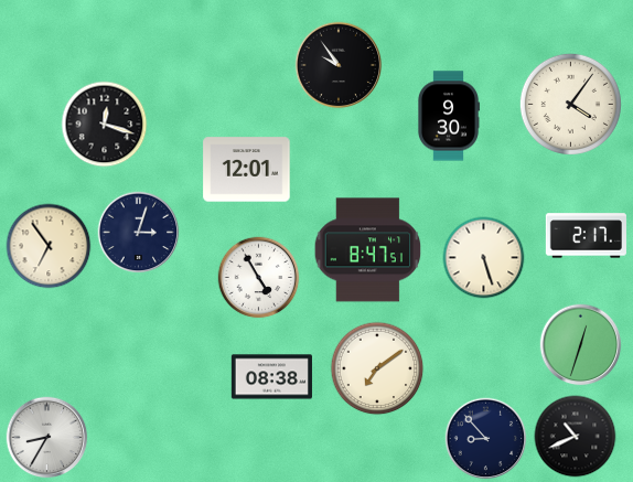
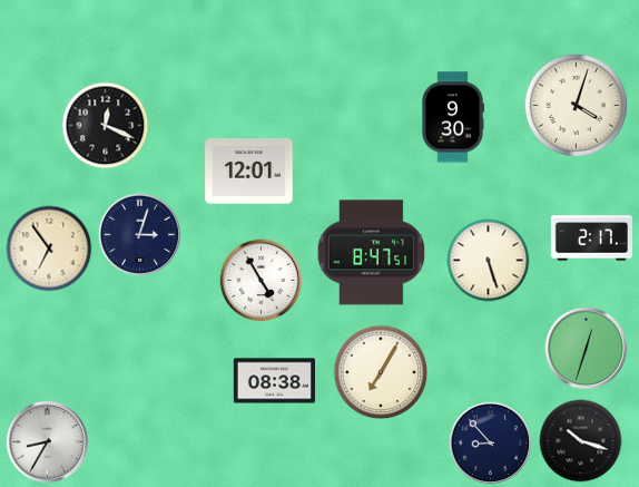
clock at (339, 65): 9:54 -> none
clock at (570, 104): 4:06 -> 4:03
clock at (105, 125): 12:18 -> 12:19
clock at (377, 368): 7:09 -> 7:05
clock at (576, 437): 10:41 -> 10:18
